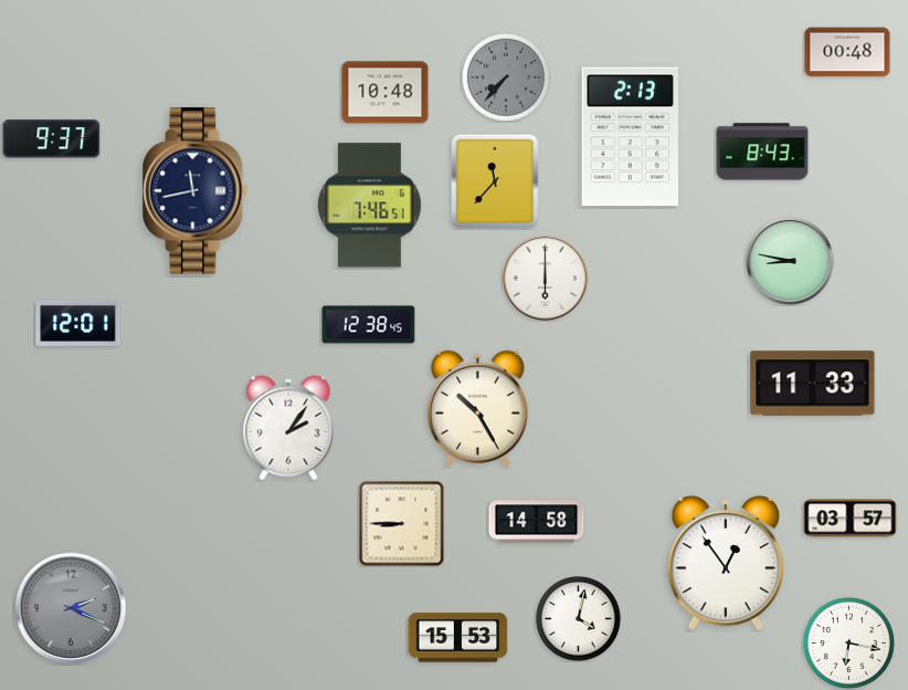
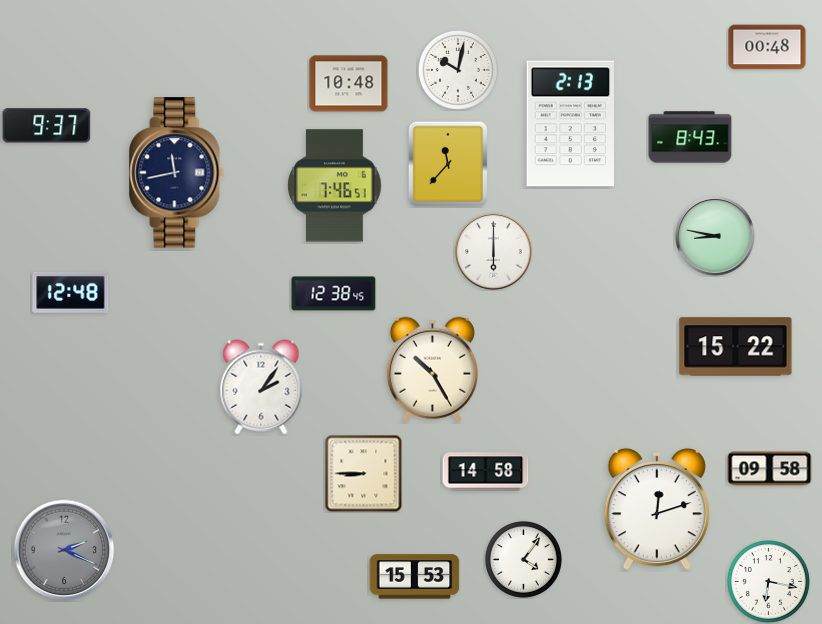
clock at (506, 77): 7:37 -> 10:02
clock at (506, 77) dial: grey -> white
clock at (78, 323): 12:01 -> 12:48
clock at (813, 384): 11:33 -> 15:22
clock at (851, 519): 03:57 -> 09:58
clock at (726, 563): 12:54 -> 12:12
clock at (578, 618): 4:02 -> 4:06
